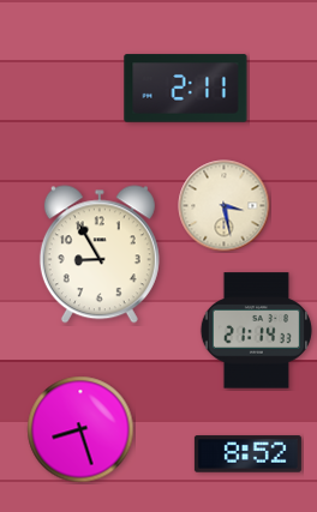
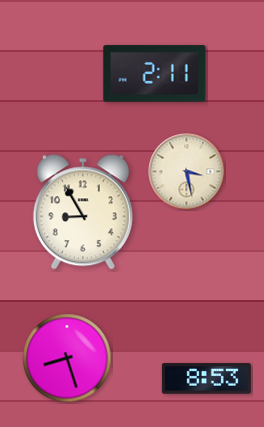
clock at (256, 331): 21:14 -> none
clock at (247, 454): 8:52 -> 8:53
